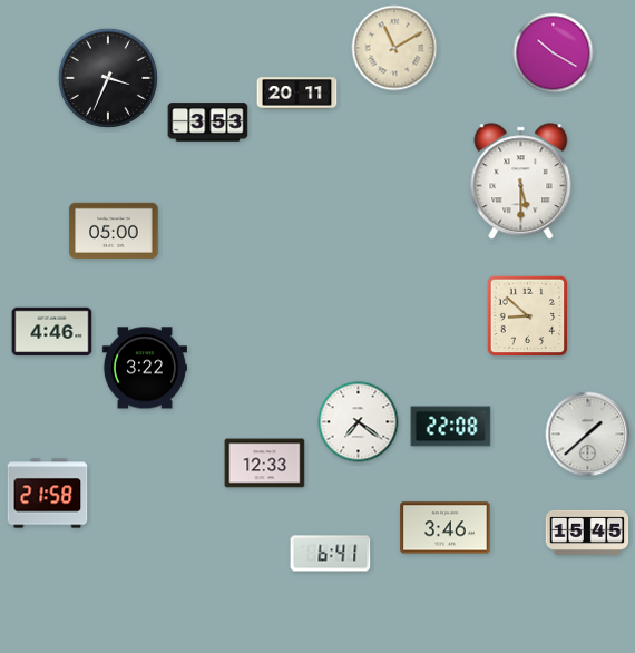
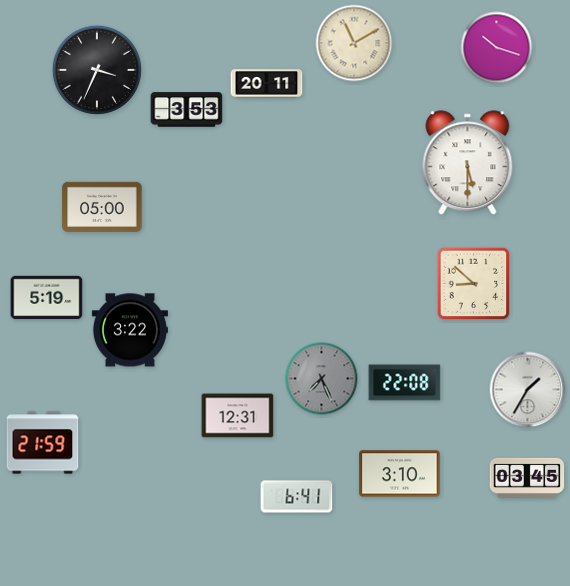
clock at (554, 53): 10:20 -> 10:18
clock at (52, 332): 4:46 -> 5:19
clock at (359, 422): 7:21 -> 7:26
clock at (359, 422) dial: white -> grey
clock at (588, 435): 1:38 -> 1:35
clock at (265, 464): 12:33 -> 12:31
clock at (48, 494): 21:58 -> 21:59
clock at (446, 528): 3:46 -> 3:10
clock at (587, 533): 15:45 -> 03:45
